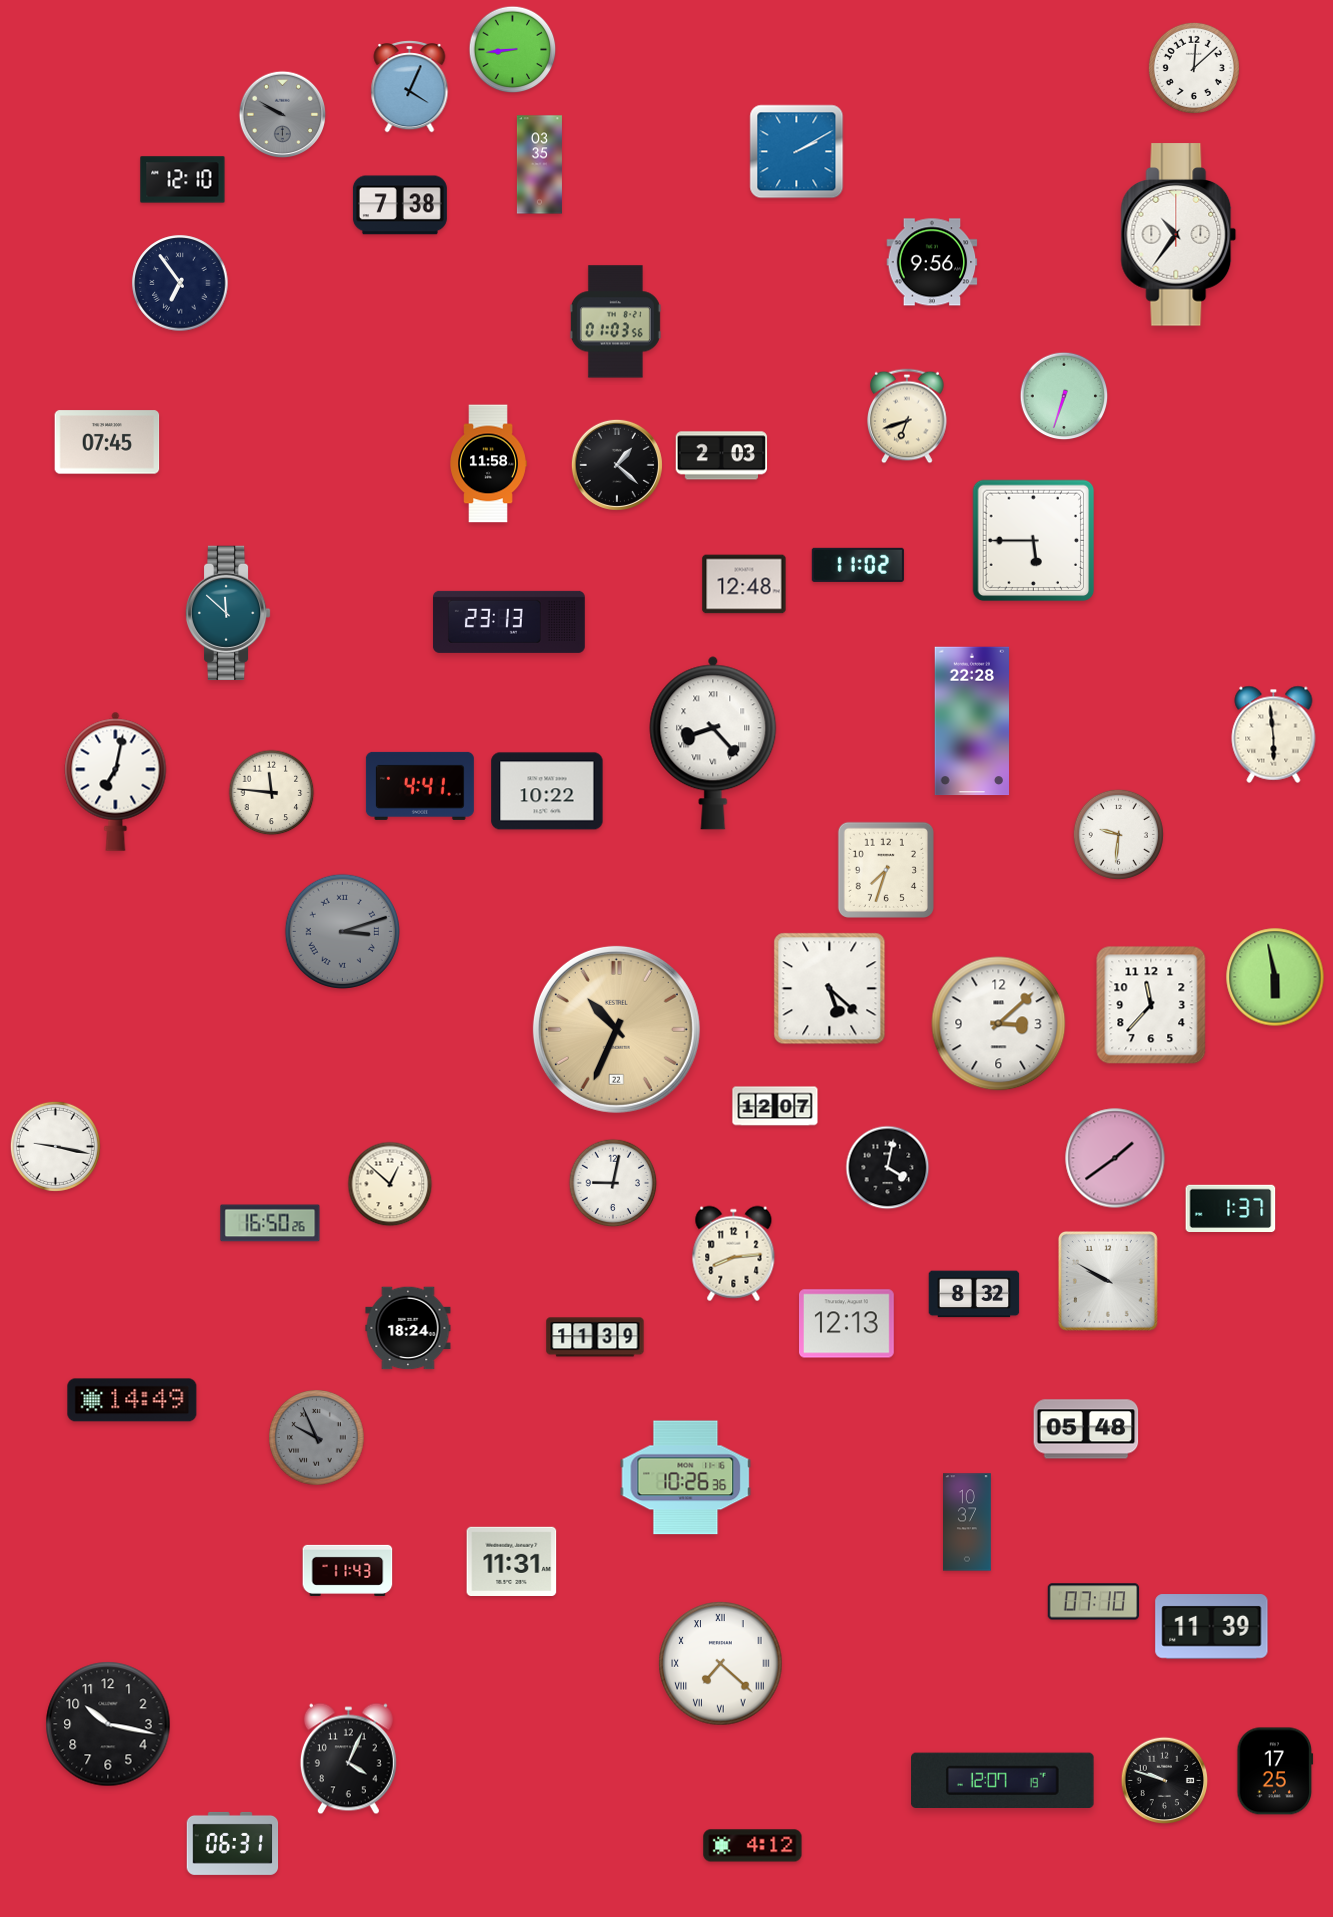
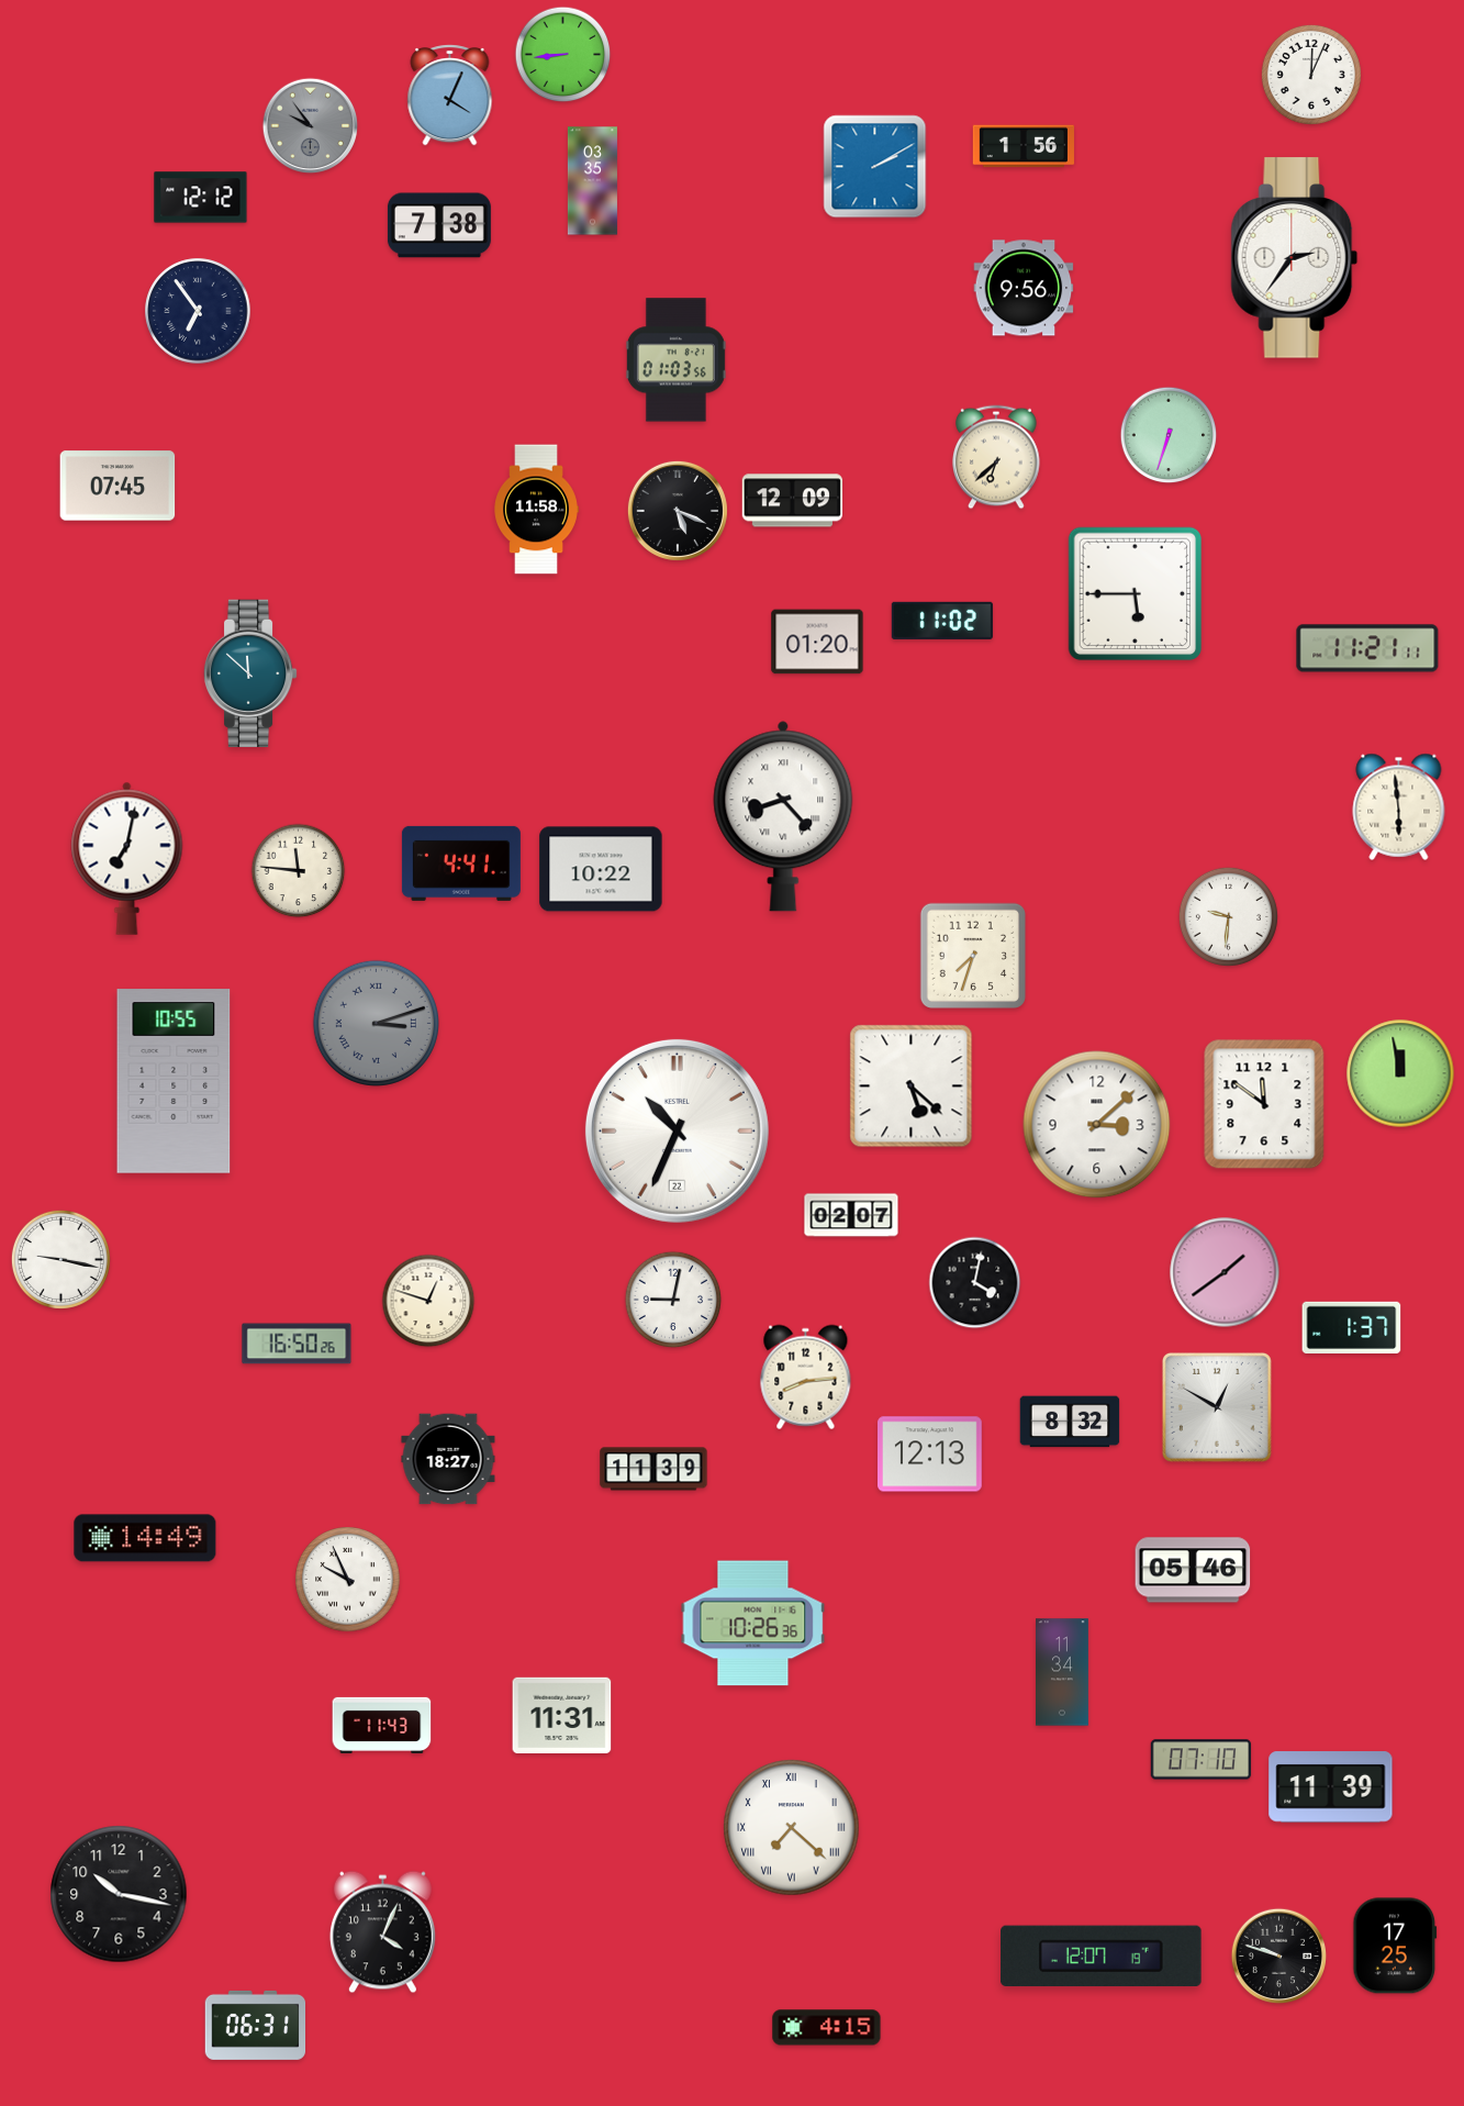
clock at (1194, 68): 12:08 -> 12:04
clock at (283, 115): 9:50 -> 9:54
clock at (1024, 146): none -> 1:56
clock at (183, 180): 12:10 -> 12:12
clock at (1179, 235): 10:36 -> 2:36
clock at (615, 322) position: (615, 322) -> (675, 360)
clock at (907, 416): 6:42 -> 6:38
clock at (722, 456): 2:03 -> 12:09
clock at (617, 465): 1:22 -> 5:19
clock at (744, 584): 12:48 -> 01:20
clock at (1367, 648): none -> 11:21
clock at (509, 622): 23:13 -> none
clock at (972, 721): 22:28 -> none
clock at (1275, 977): 5:58 -> 11:58
clock at (174, 1081): none -> 10:55
clock at (1151, 1005): 11:37 -> 11:51
clock at (616, 1029) dial: champagne -> white
clock at (775, 1106): 12:07 -> 02:07
clock at (390, 1184): 12:52 -> 12:48
clock at (1108, 1281): 9:50 -> 12:50
clock at (408, 1328): 18:24 -> 18:27
clock at (1086, 1429): 05:48 -> 05:46
clock at (317, 1438) dial: grey -> white
clock at (968, 1522): 10:37 -> 11:34
clock at (1275, 1771) position: (1275, 1771) -> (1395, 1946)
clock at (753, 1846): 4:12 -> 4:15
